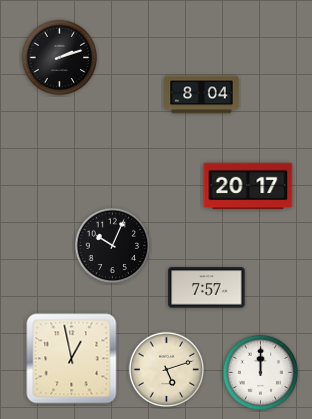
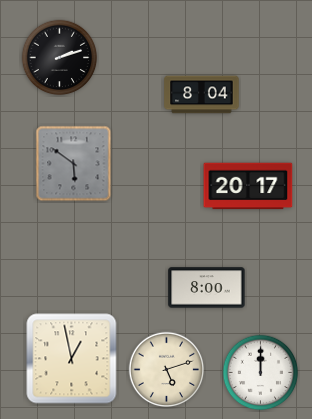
clock at (74, 164): none -> 5:51
clock at (113, 246): 10:04 -> none
clock at (207, 288): 7:57 -> 8:00
